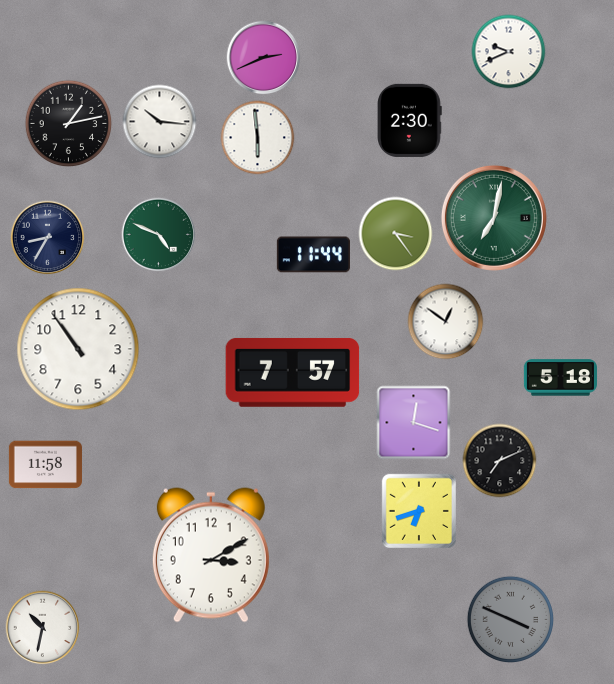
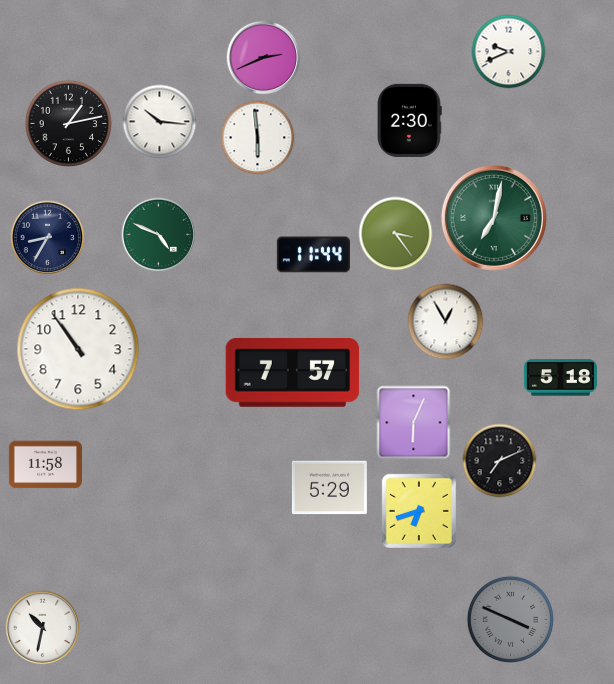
clock at (446, 322): 12:51 -> 12:55
clock at (414, 423): 12:18 -> 6:04
clock at (329, 488): none -> 5:29
clock at (211, 555): 3:10 -> none
